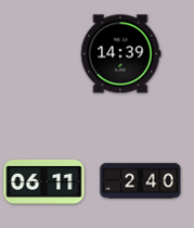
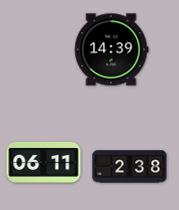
clock at (44, 181) position: (44, 181) -> (44, 162)
clock at (141, 181): 2:40 -> 2:38
